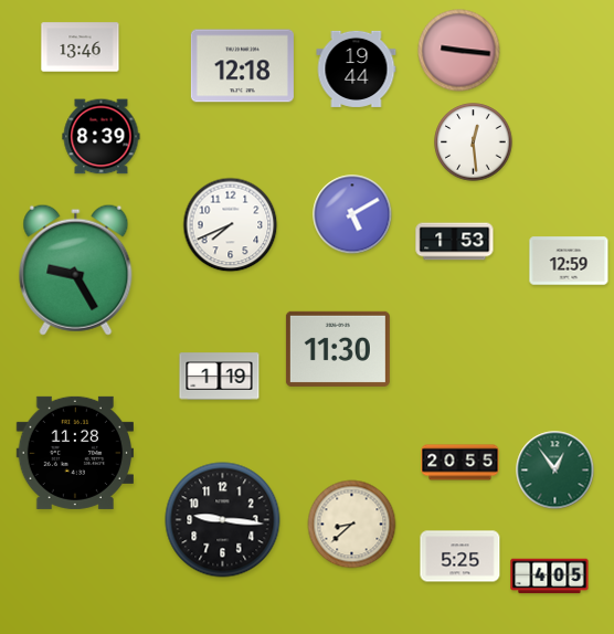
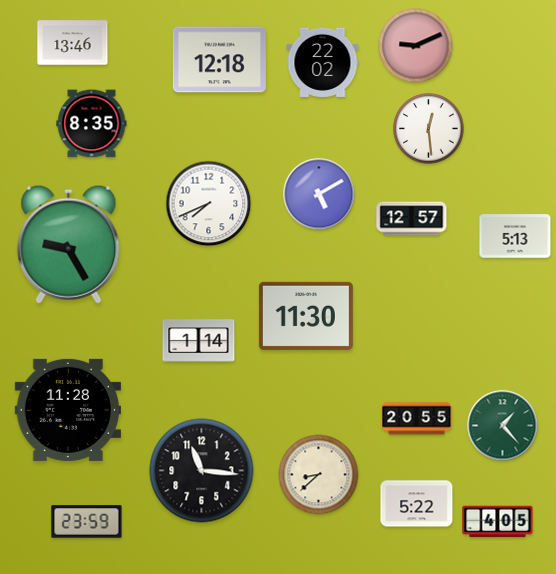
clock at (459, 51): 9:16 -> 9:11
clock at (357, 68): 19:44 -> 22:02
clock at (102, 137): 8:39 -> 8:35
clock at (455, 242): 1:53 -> 12:57
clock at (569, 261): 12:59 -> 5:13
clock at (220, 377): 1:19 -> 1:14
clock at (555, 471): 12:54 -> 1:23
clock at (223, 520): 9:16 -> 11:16
clock at (460, 557): 5:25 -> 5:22
clock at (87, 522): none -> 23:59
